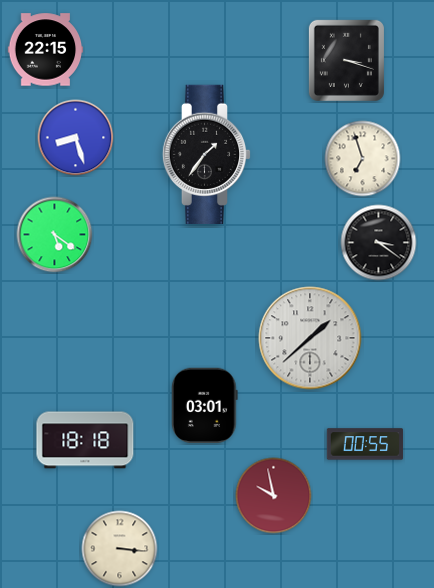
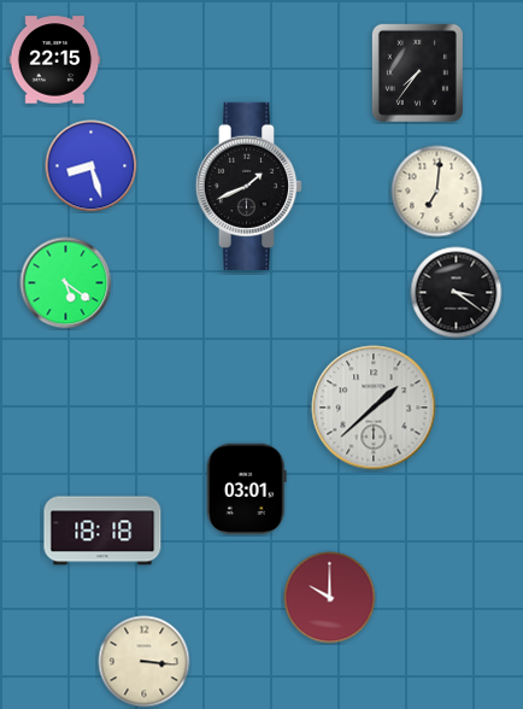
clock at (346, 60): 3:18 -> 7:36
clock at (207, 154): 1:36 -> 1:41
clock at (363, 159): 6:57 -> 7:01
clock at (365, 444): 00:55 -> none
clock at (274, 496): 9:58 -> 10:00
